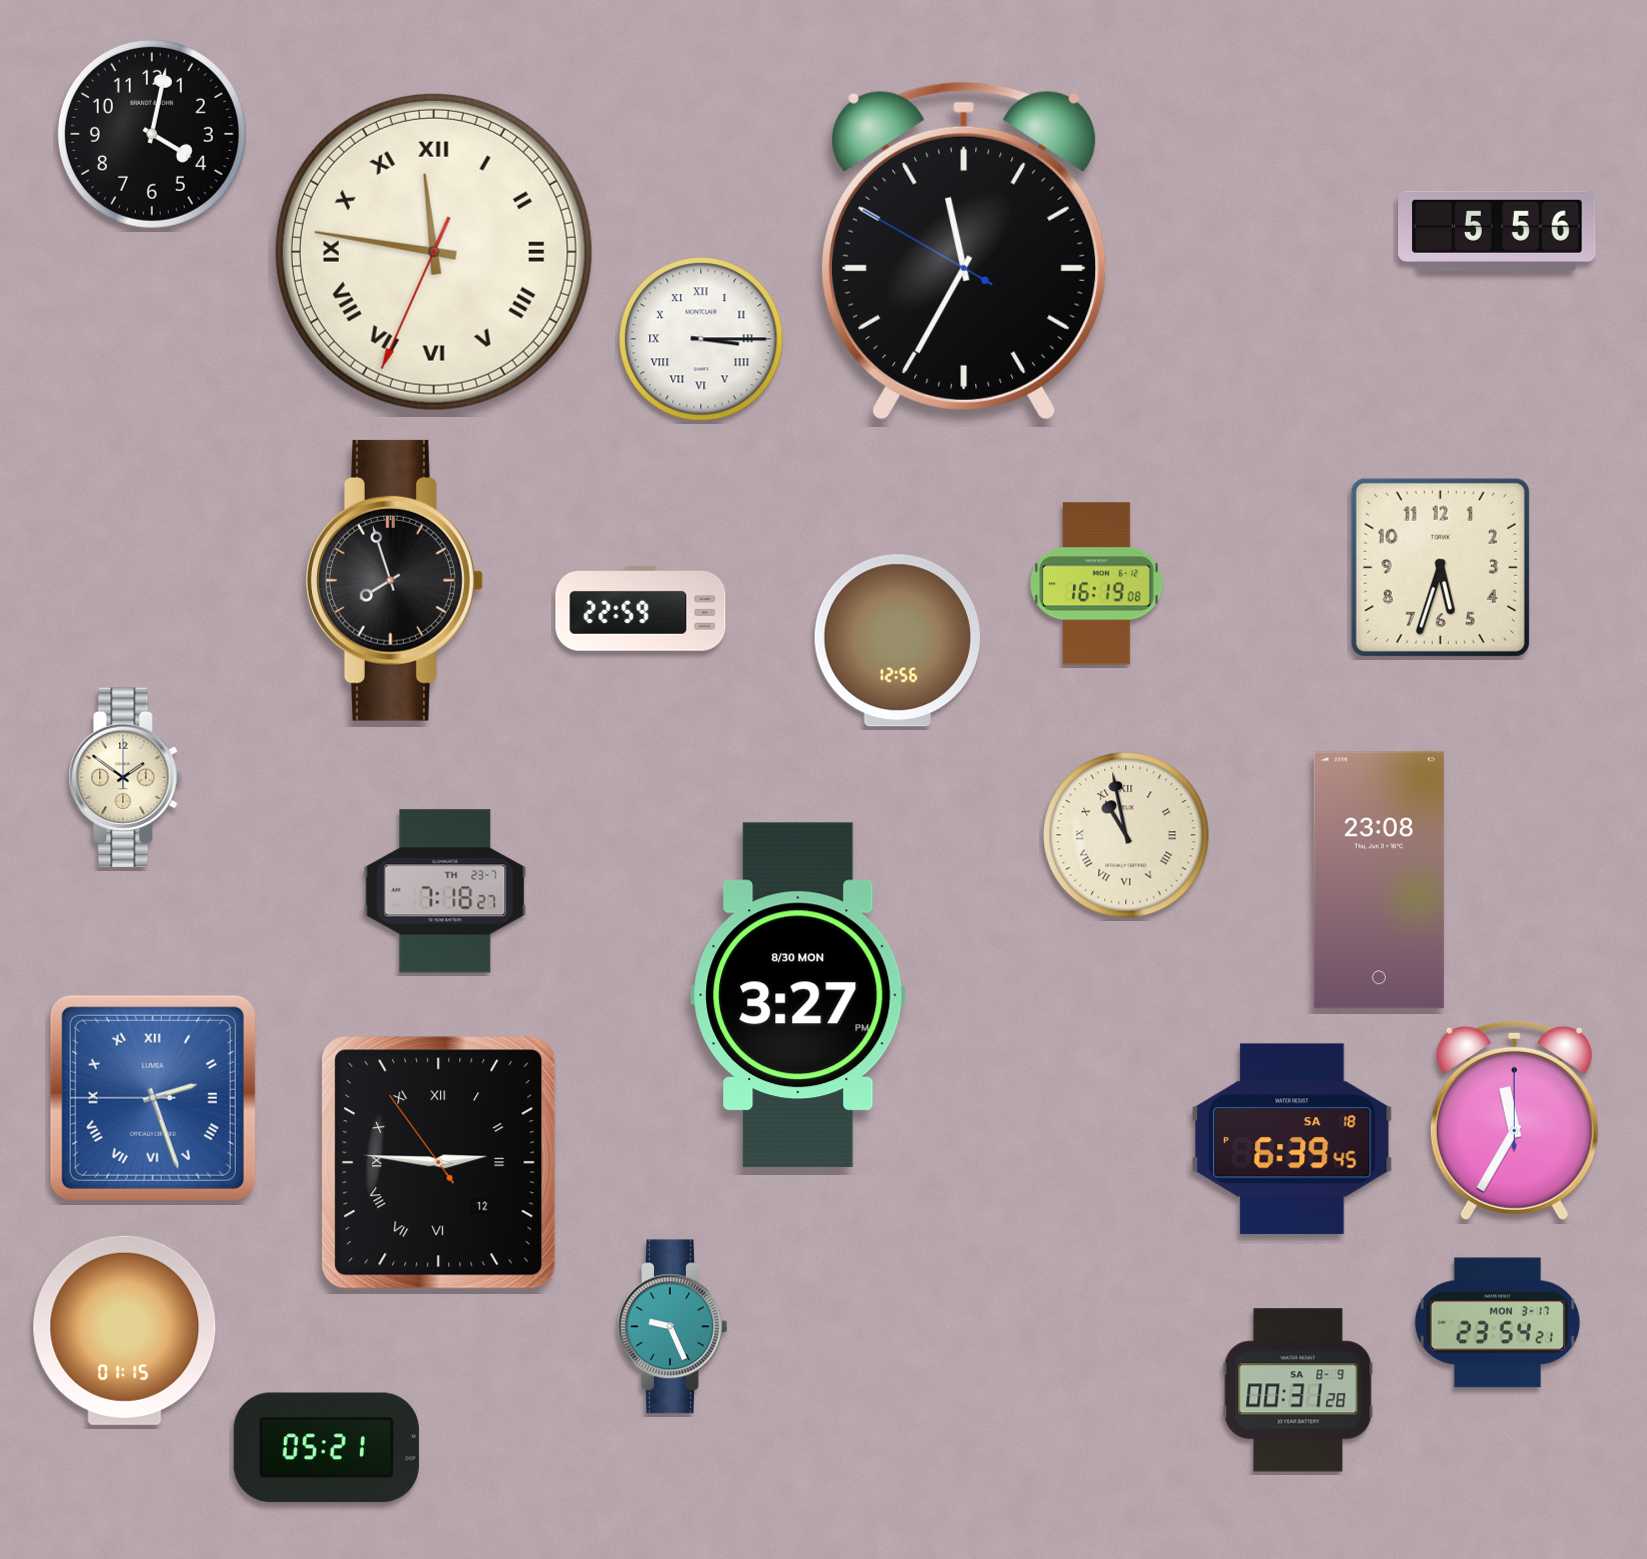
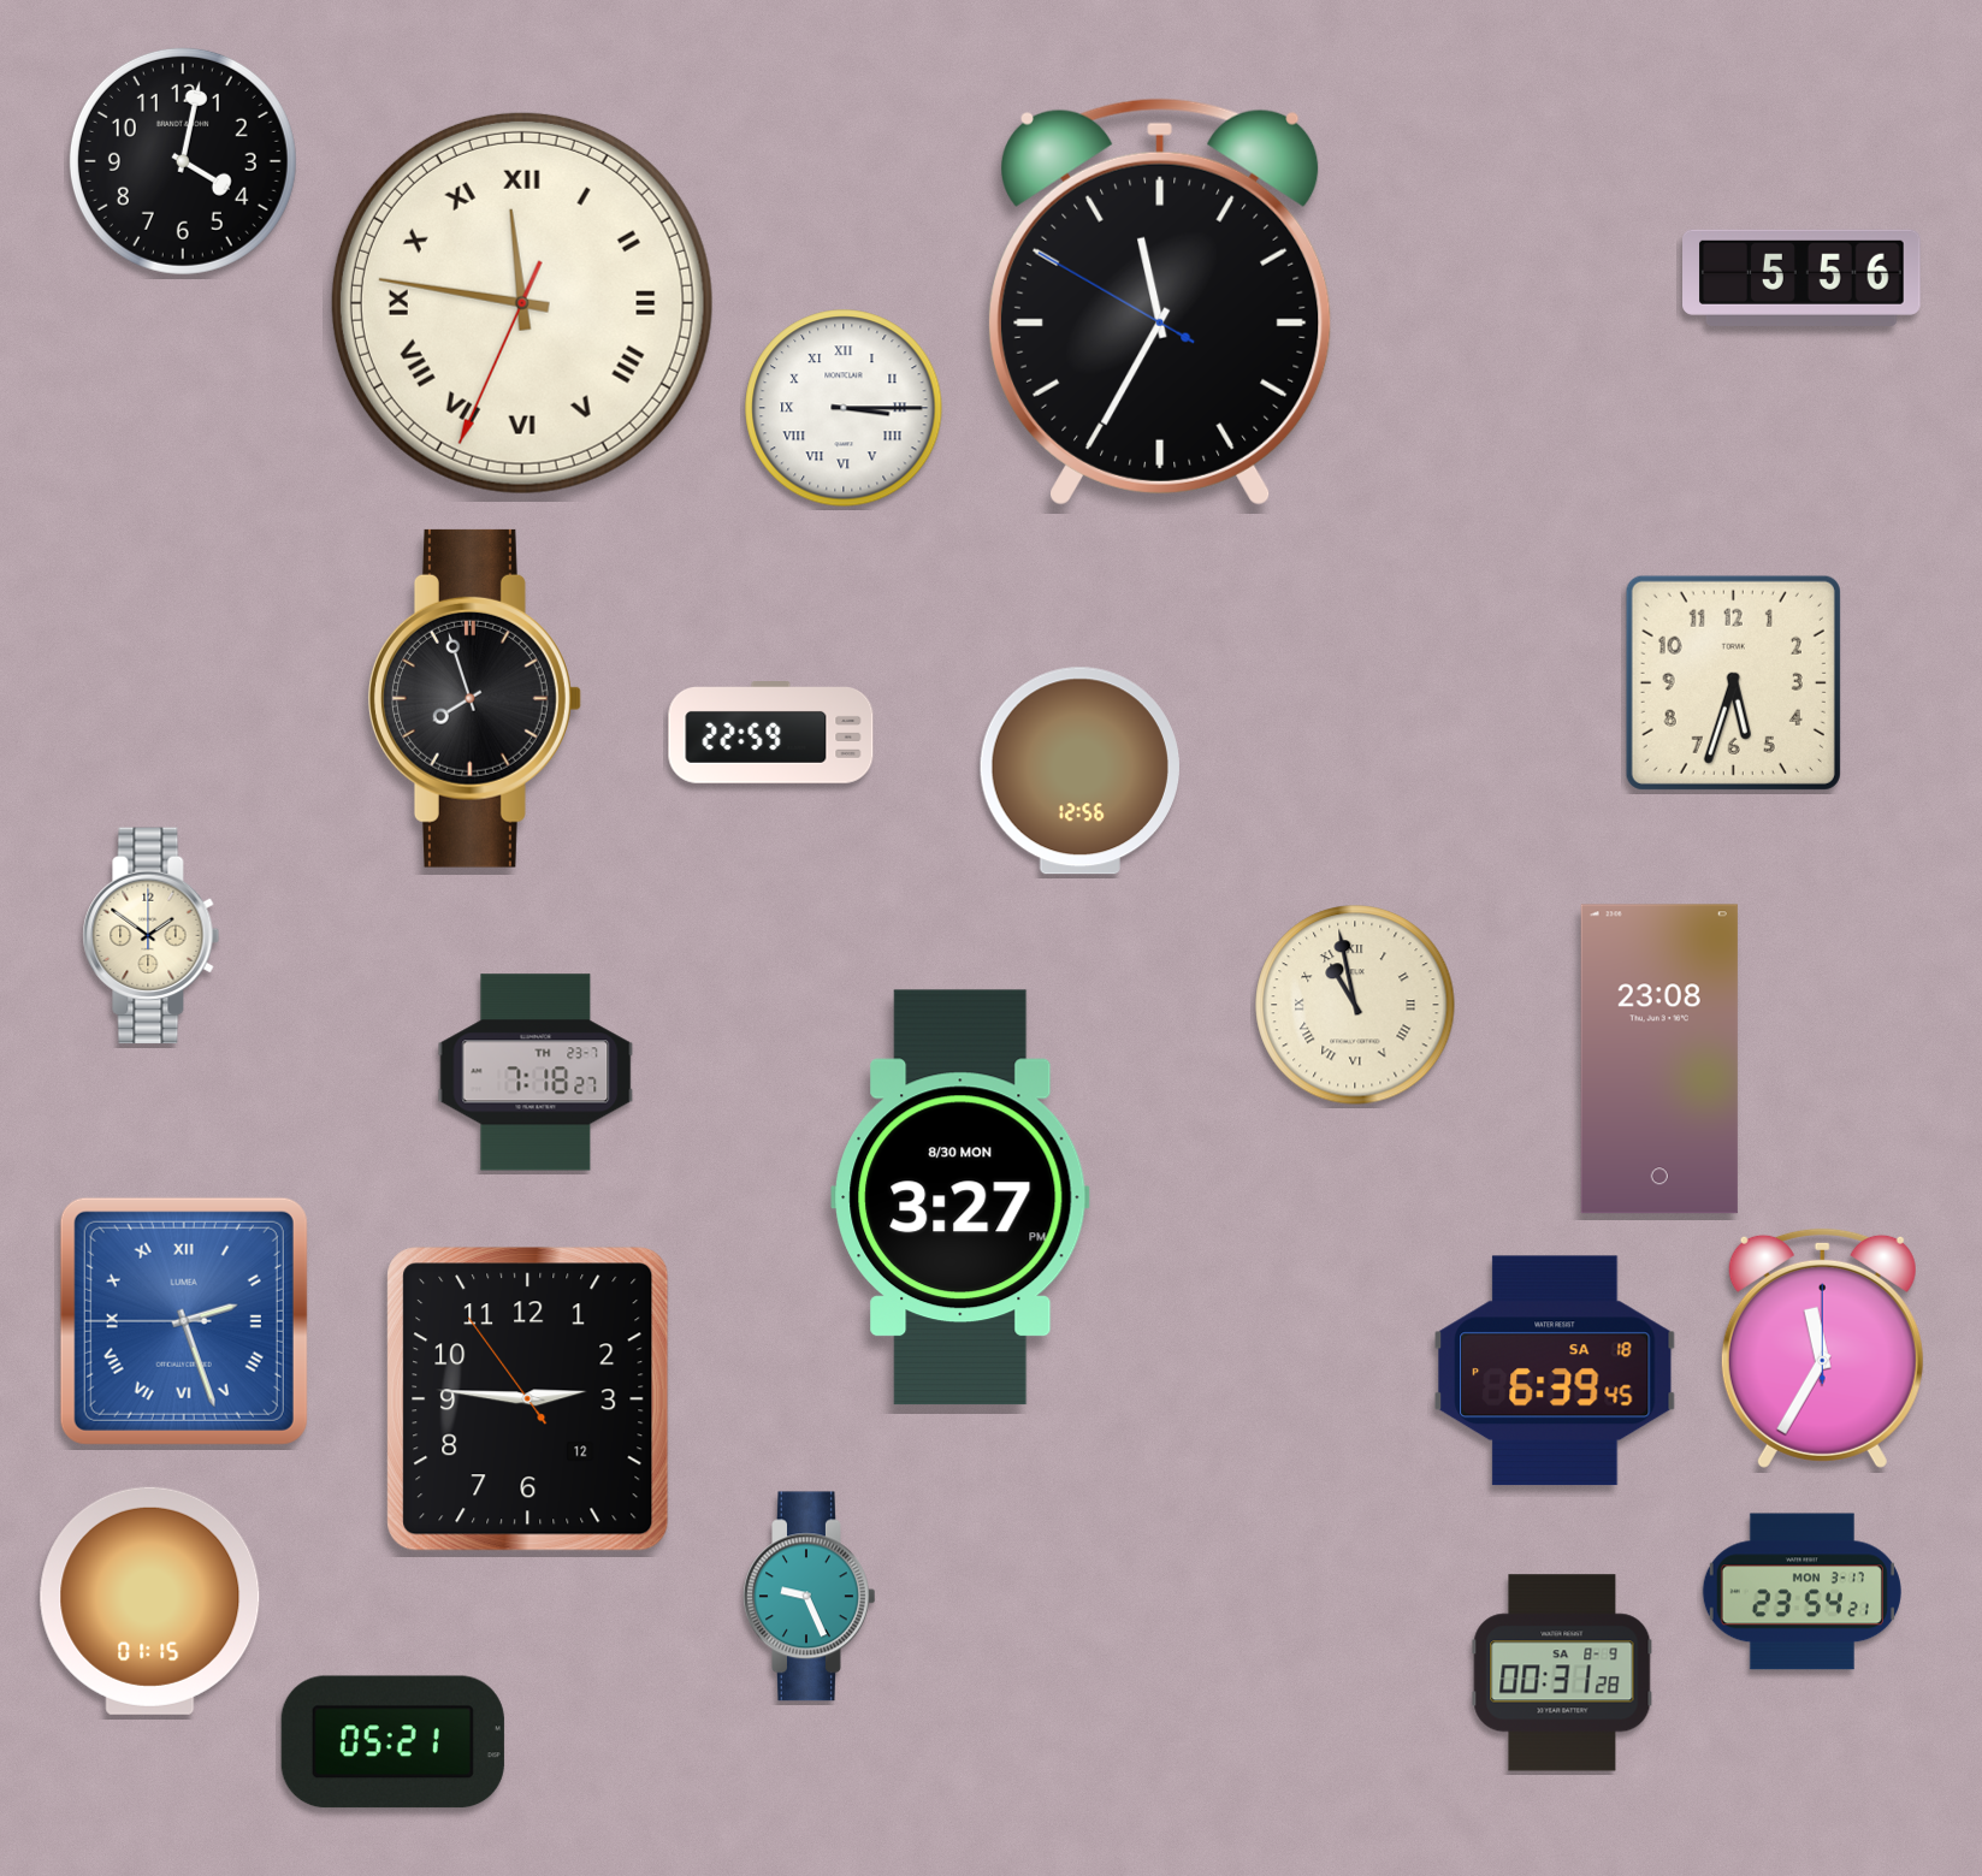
clock at (1097, 584): 16:19 -> none
clock at (439, 1163) numerals: Roman -> Arabic
